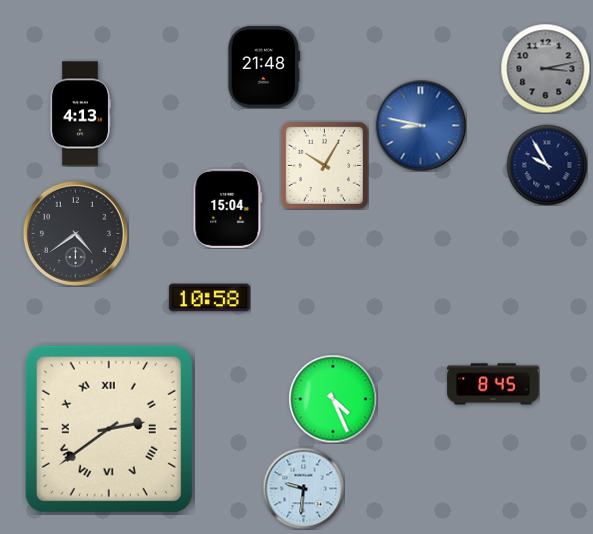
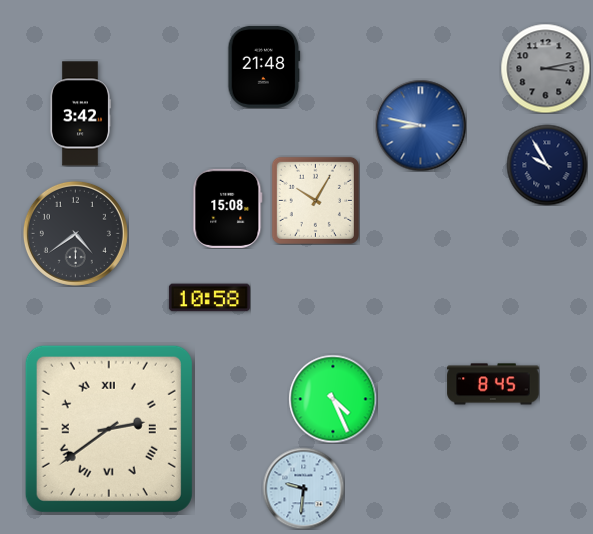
clock at (80, 114): 4:13 -> 3:42
clock at (324, 165) position: (324, 165) -> (315, 200)
clock at (228, 208): 15:04 -> 15:08
